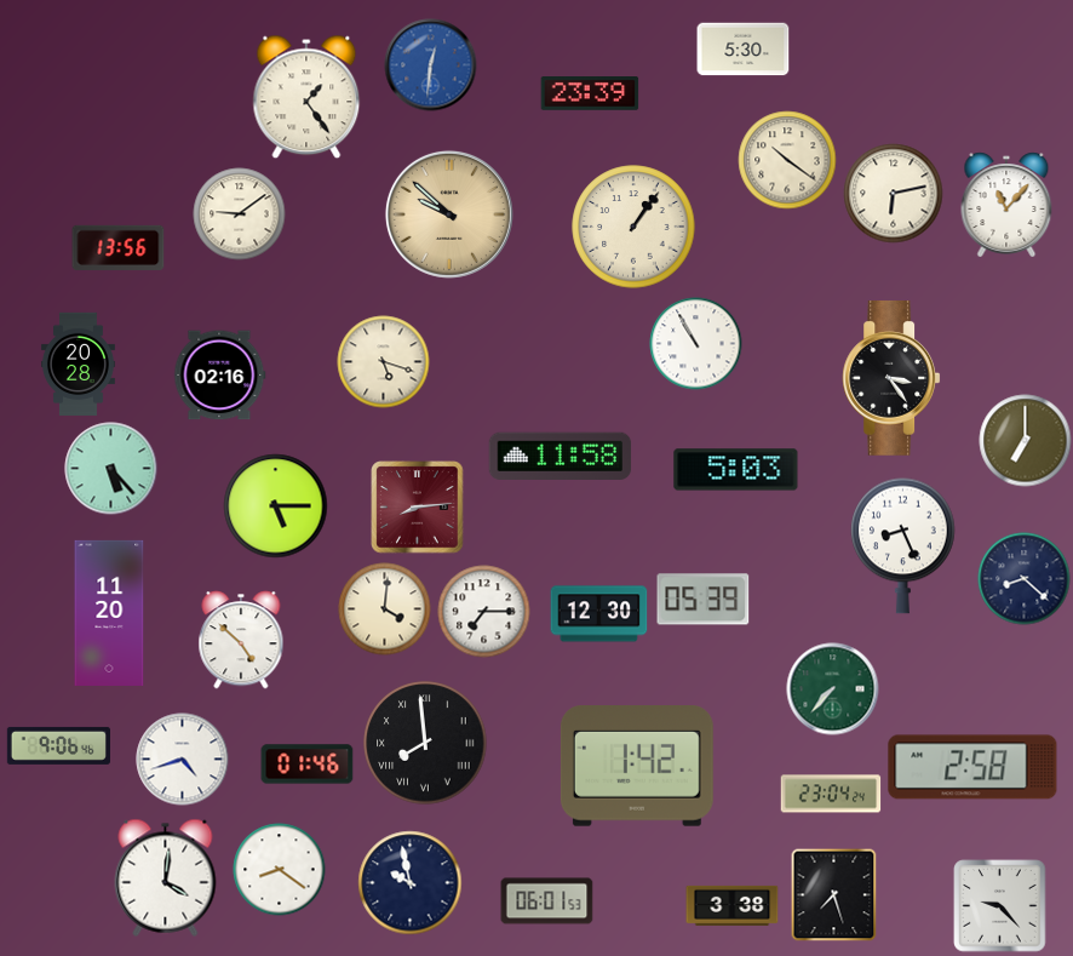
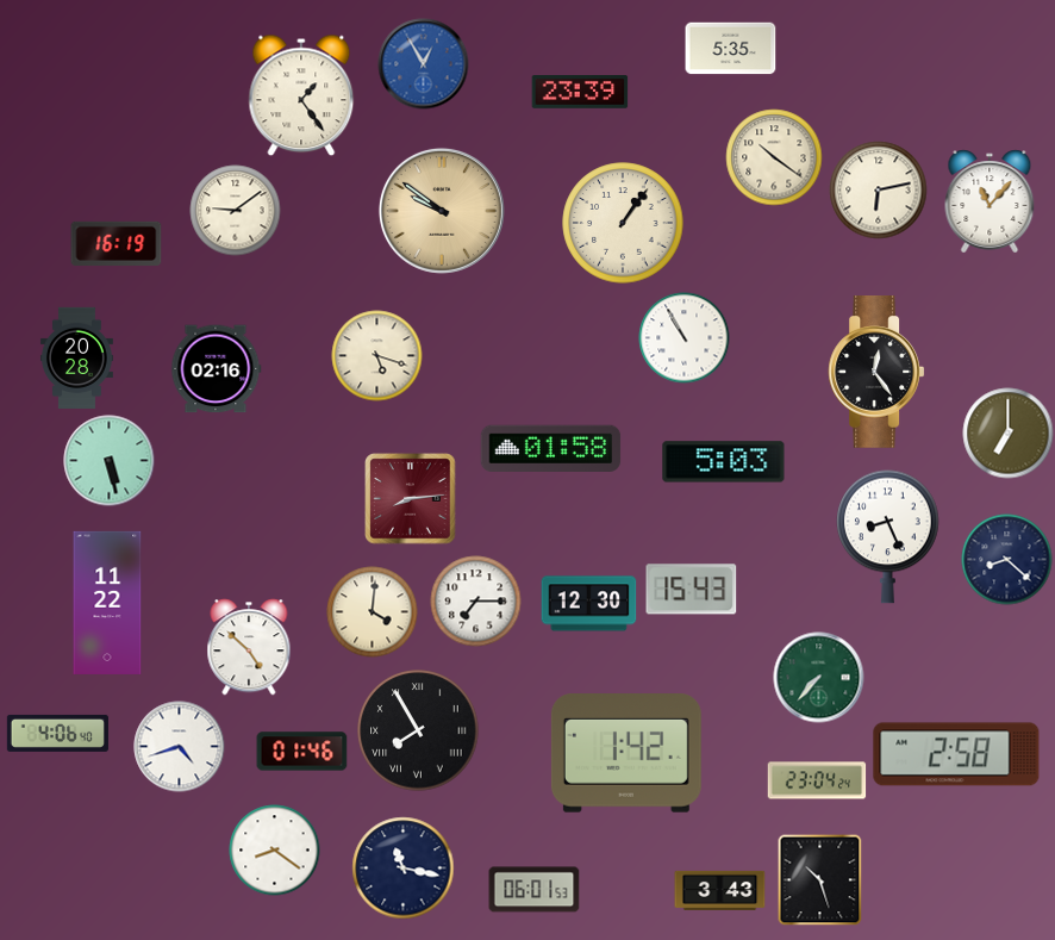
clock at (744, 50): 5:30 -> 5:35
clock at (431, 65): 12:31 -> 12:55
clock at (449, 214): 9:52 -> 9:51
clock at (119, 247): 13:56 -> 16:19
clock at (891, 378): 3:24 -> 12:24
clock at (561, 457): 11:58 -> 01:58
clock at (111, 469): 5:23 -> 5:28
clock at (276, 506): 5:15 -> none
clock at (1025, 579) position: (1025, 579) -> (1007, 560)
clock at (704, 600): 05:39 -> 15:43
clock at (385, 609) position: (385, 609) -> (373, 612)
clock at (109, 613): 11:20 -> 11:22
clock at (241, 640) position: (241, 640) -> (249, 647)
clock at (425, 743): 7:59 -> 7:55
clock at (58, 745): 9:06 -> 4:06
clock at (280, 870) position: (280, 870) -> (275, 851)
clock at (166, 877): 4:01 -> none
clock at (411, 883): 9:58 -> 11:17
clock at (834, 894): 7:27 -> 10:27
clock at (547, 901) position: (547, 901) -> (535, 890)
clock at (733, 905): 3:38 -> 3:43
clock at (1000, 906): 9:23 -> none
